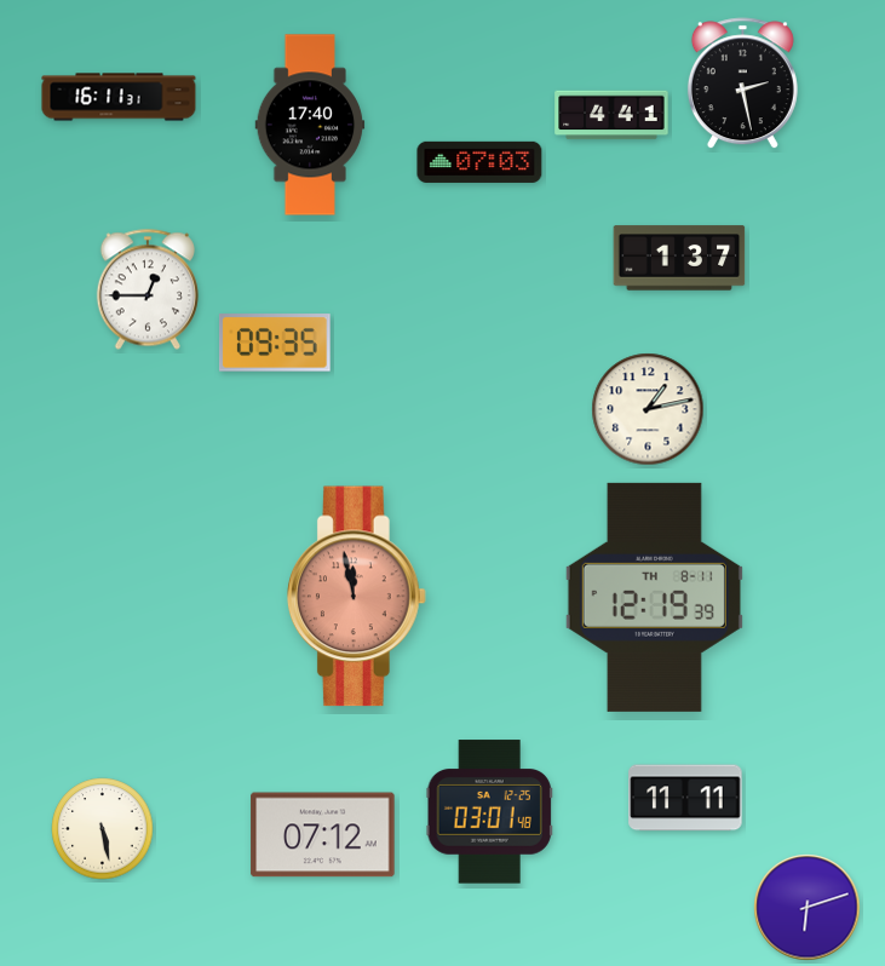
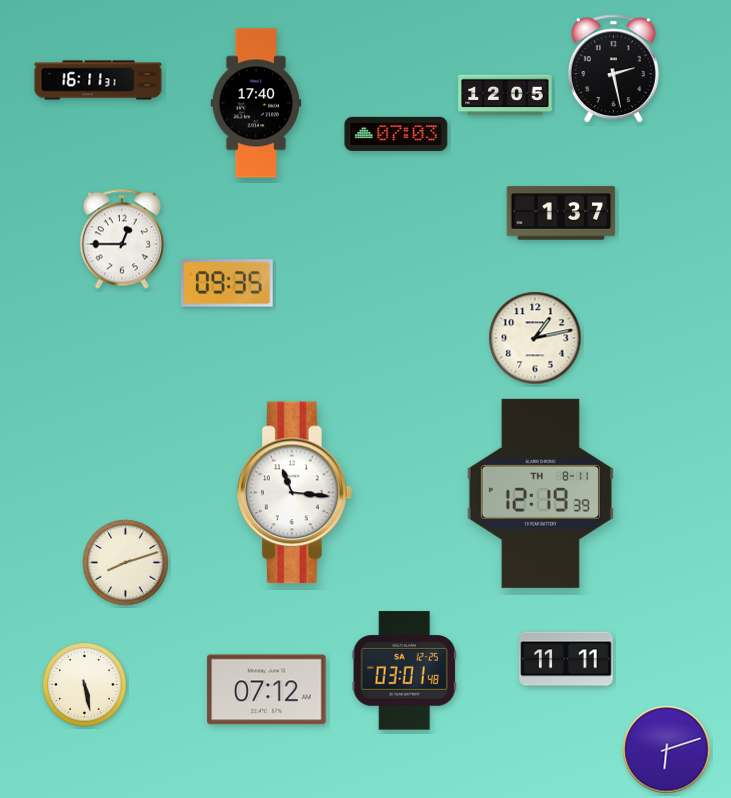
clock at (611, 115): 4:41 -> 12:05
clock at (356, 597): 11:58 -> 11:16
clock at (356, 597) dial: salmon -> white
clock at (126, 563): none -> 8:12
